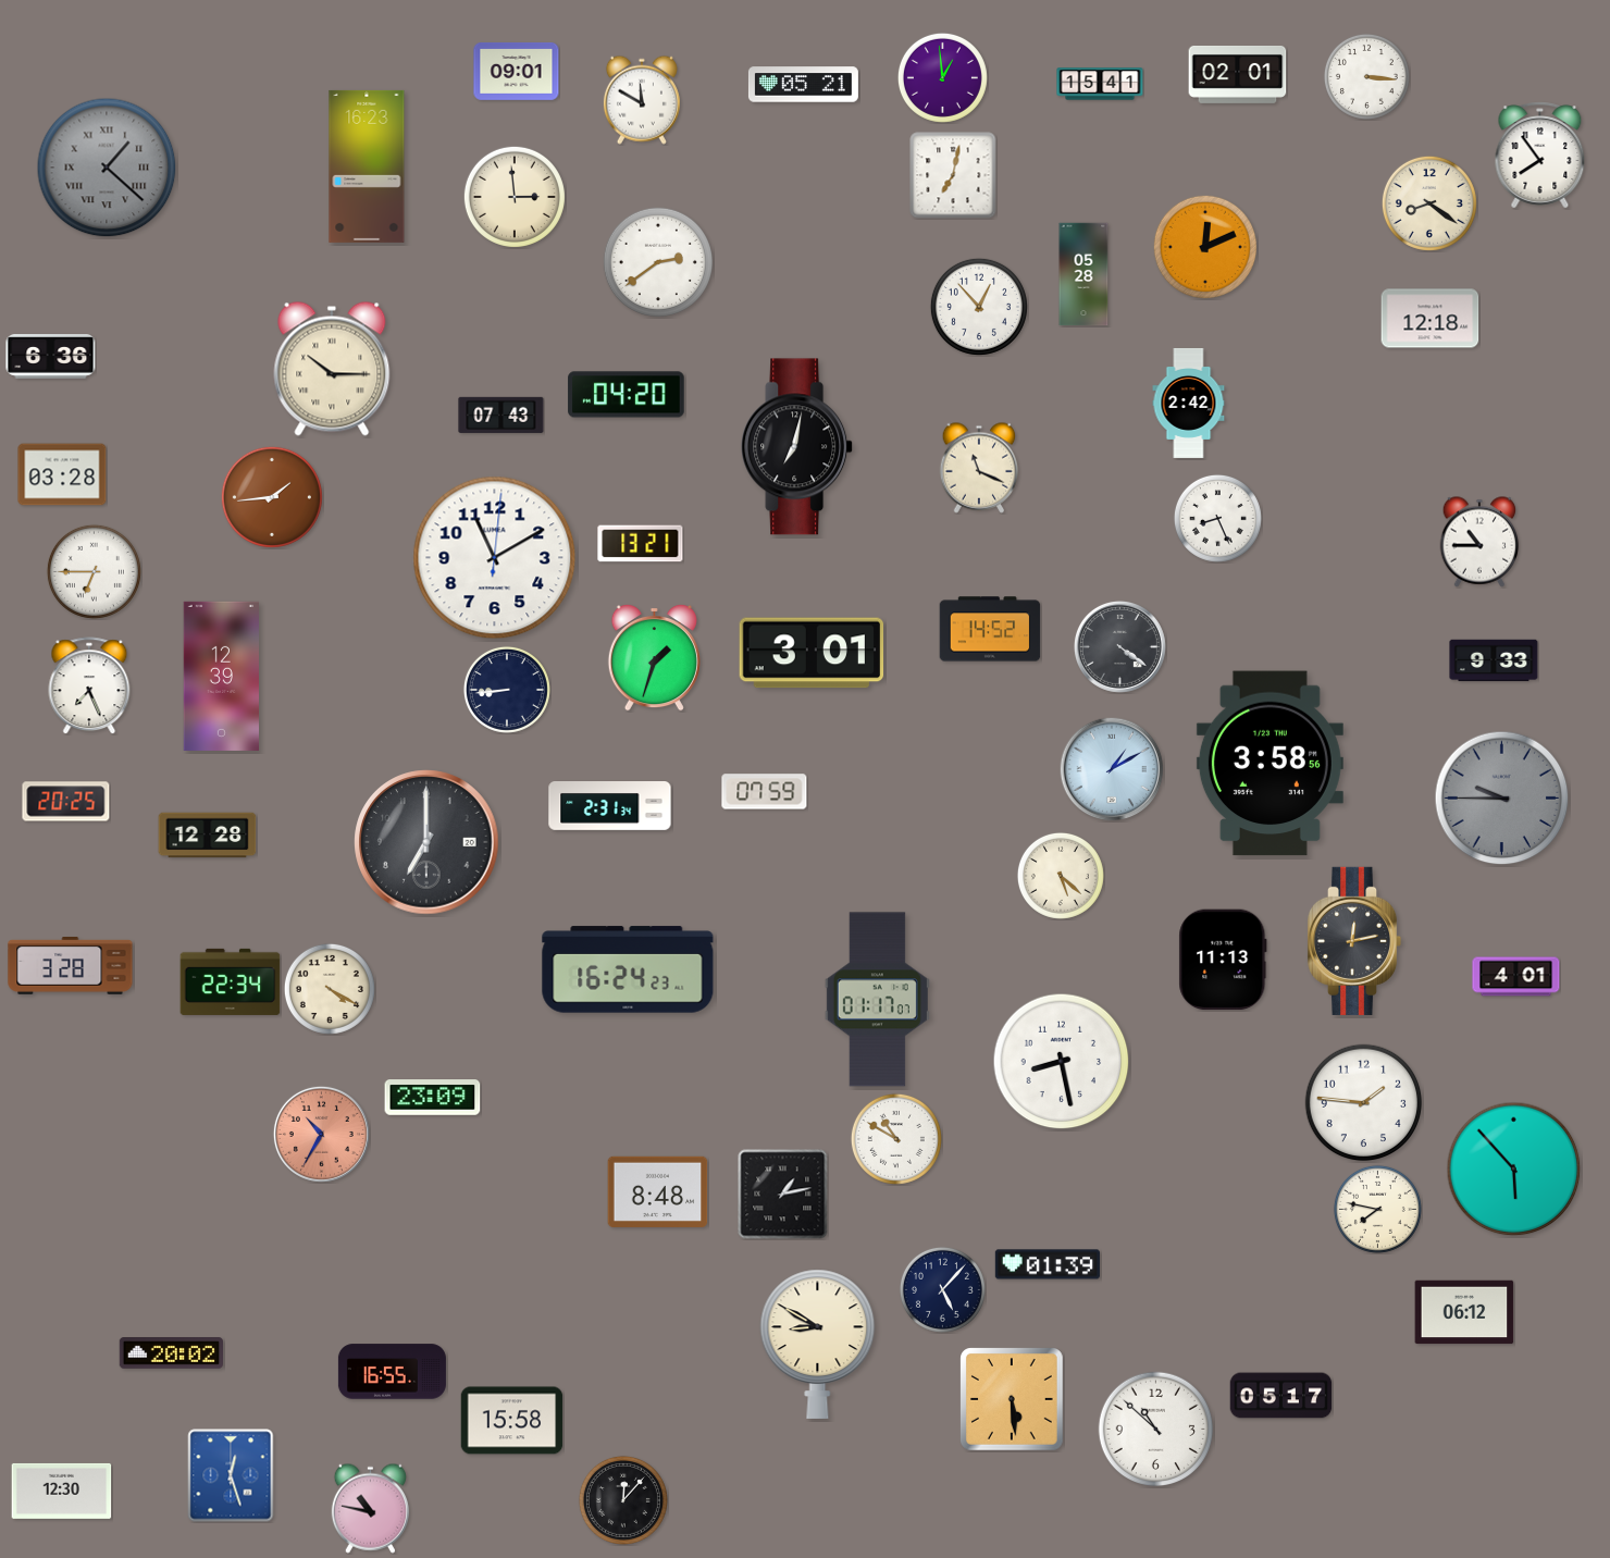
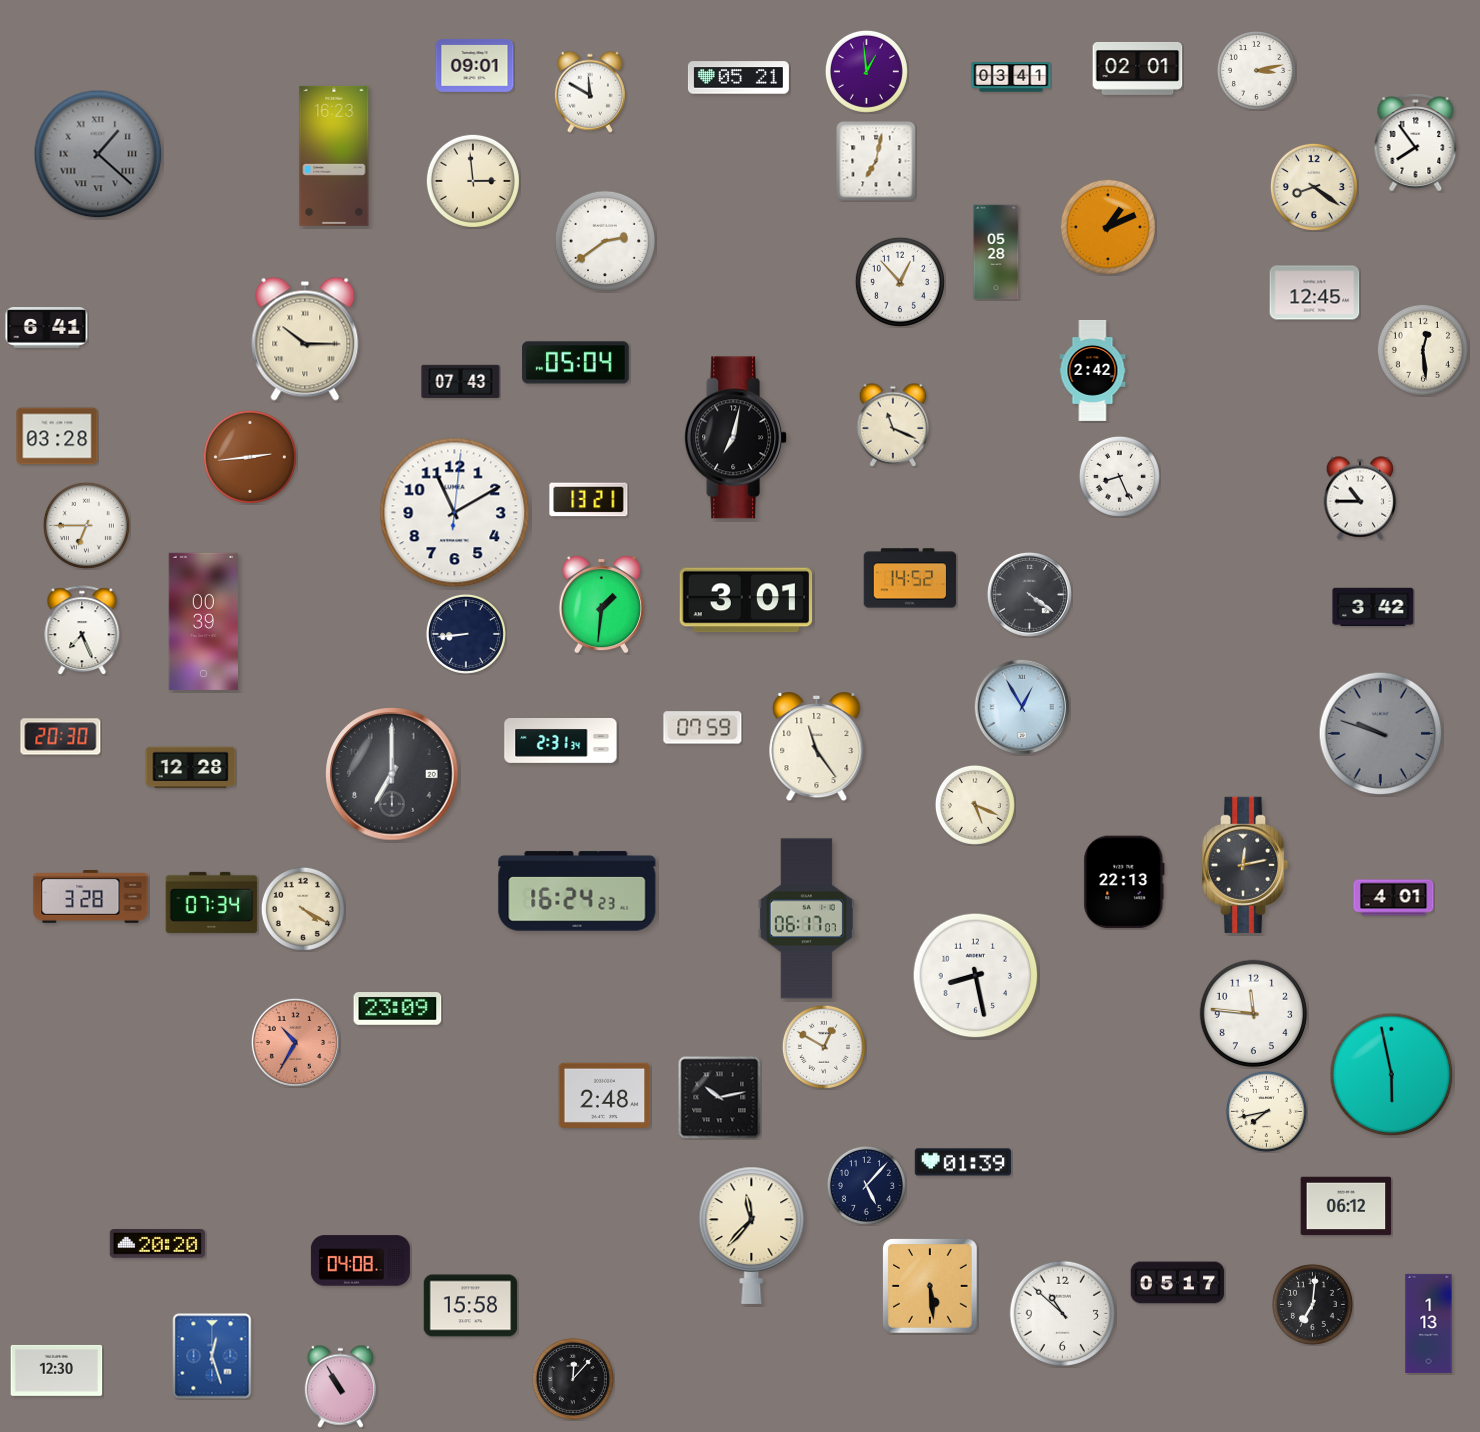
clock at (1366, 76): 3:16 -> 3:13
clock at (1100, 84): 15:41 -> 03:41
clock at (367, 166) position: (367, 166) -> (334, 156)
clock at (1205, 247): 12:11 -> 1:11
clock at (1431, 319): 12:18 -> 12:45
clock at (51, 357): 6:36 -> 6:41
clock at (1423, 350): none -> 12:29
clock at (627, 395): 04:20 -> 05:04
clock at (797, 447) position: (797, 447) -> (736, 438)
clock at (979, 468) position: (979, 468) -> (893, 425)
clock at (272, 497): 1:44 -> 2:44
clock at (654, 657): 1:33 -> 1:31
clock at (1494, 660): 9:33 -> 3:42
clock at (221, 676): 12:39 -> 00:39
clock at (1270, 764): 3:58 -> none
clock at (1112, 769): 1:10 -> 12:55
clock at (1502, 799): 9:45 -> 9:48
clock at (66, 802): 20:25 -> 20:30
clock at (817, 748): none -> 11:24
clock at (1061, 876): 5:22 -> 5:19
clock at (1223, 960): 11:13 -> 22:13
clock at (71, 966) position: (71, 966) -> (91, 897)
clock at (231, 981): 22:34 -> 07:34
clock at (877, 1000): 01:17 -> 06:17
clock at (1364, 1103): 1:46 -> 11:46
clock at (896, 1139): 10:50 -> 12:50
clock at (1514, 1170): 5:53 -> 5:58
clock at (658, 1191): 8:48 -> 2:48
clock at (783, 1195): 1:13 -> 10:13
clock at (1377, 1209): 7:47 -> 7:43
clock at (818, 1344): 8:50 -> 11:37
clock at (171, 1353): 20:02 -> 20:20
clock at (392, 1372): 16:55 -> 04:08
clock at (1312, 1304): none -> 7:01
clock at (1429, 1323): none -> 1:13
clock at (370, 1508): 10:47 -> 10:55
